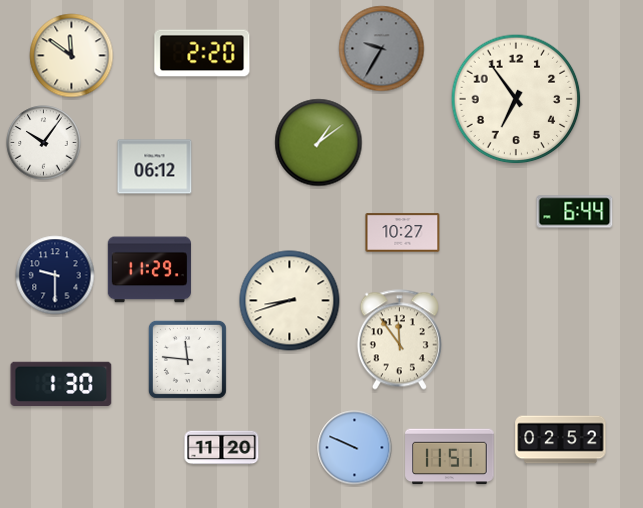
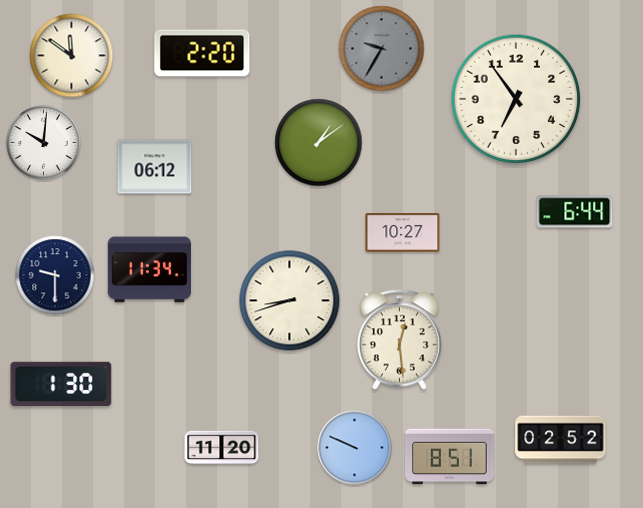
clock at (44, 143): 10:06 -> 10:01
clock at (149, 270): 11:29 -> 11:34
clock at (399, 340): 11:54 -> 12:29
clock at (187, 359): 11:46 -> none
clock at (450, 457): 11:51 -> 8:51
